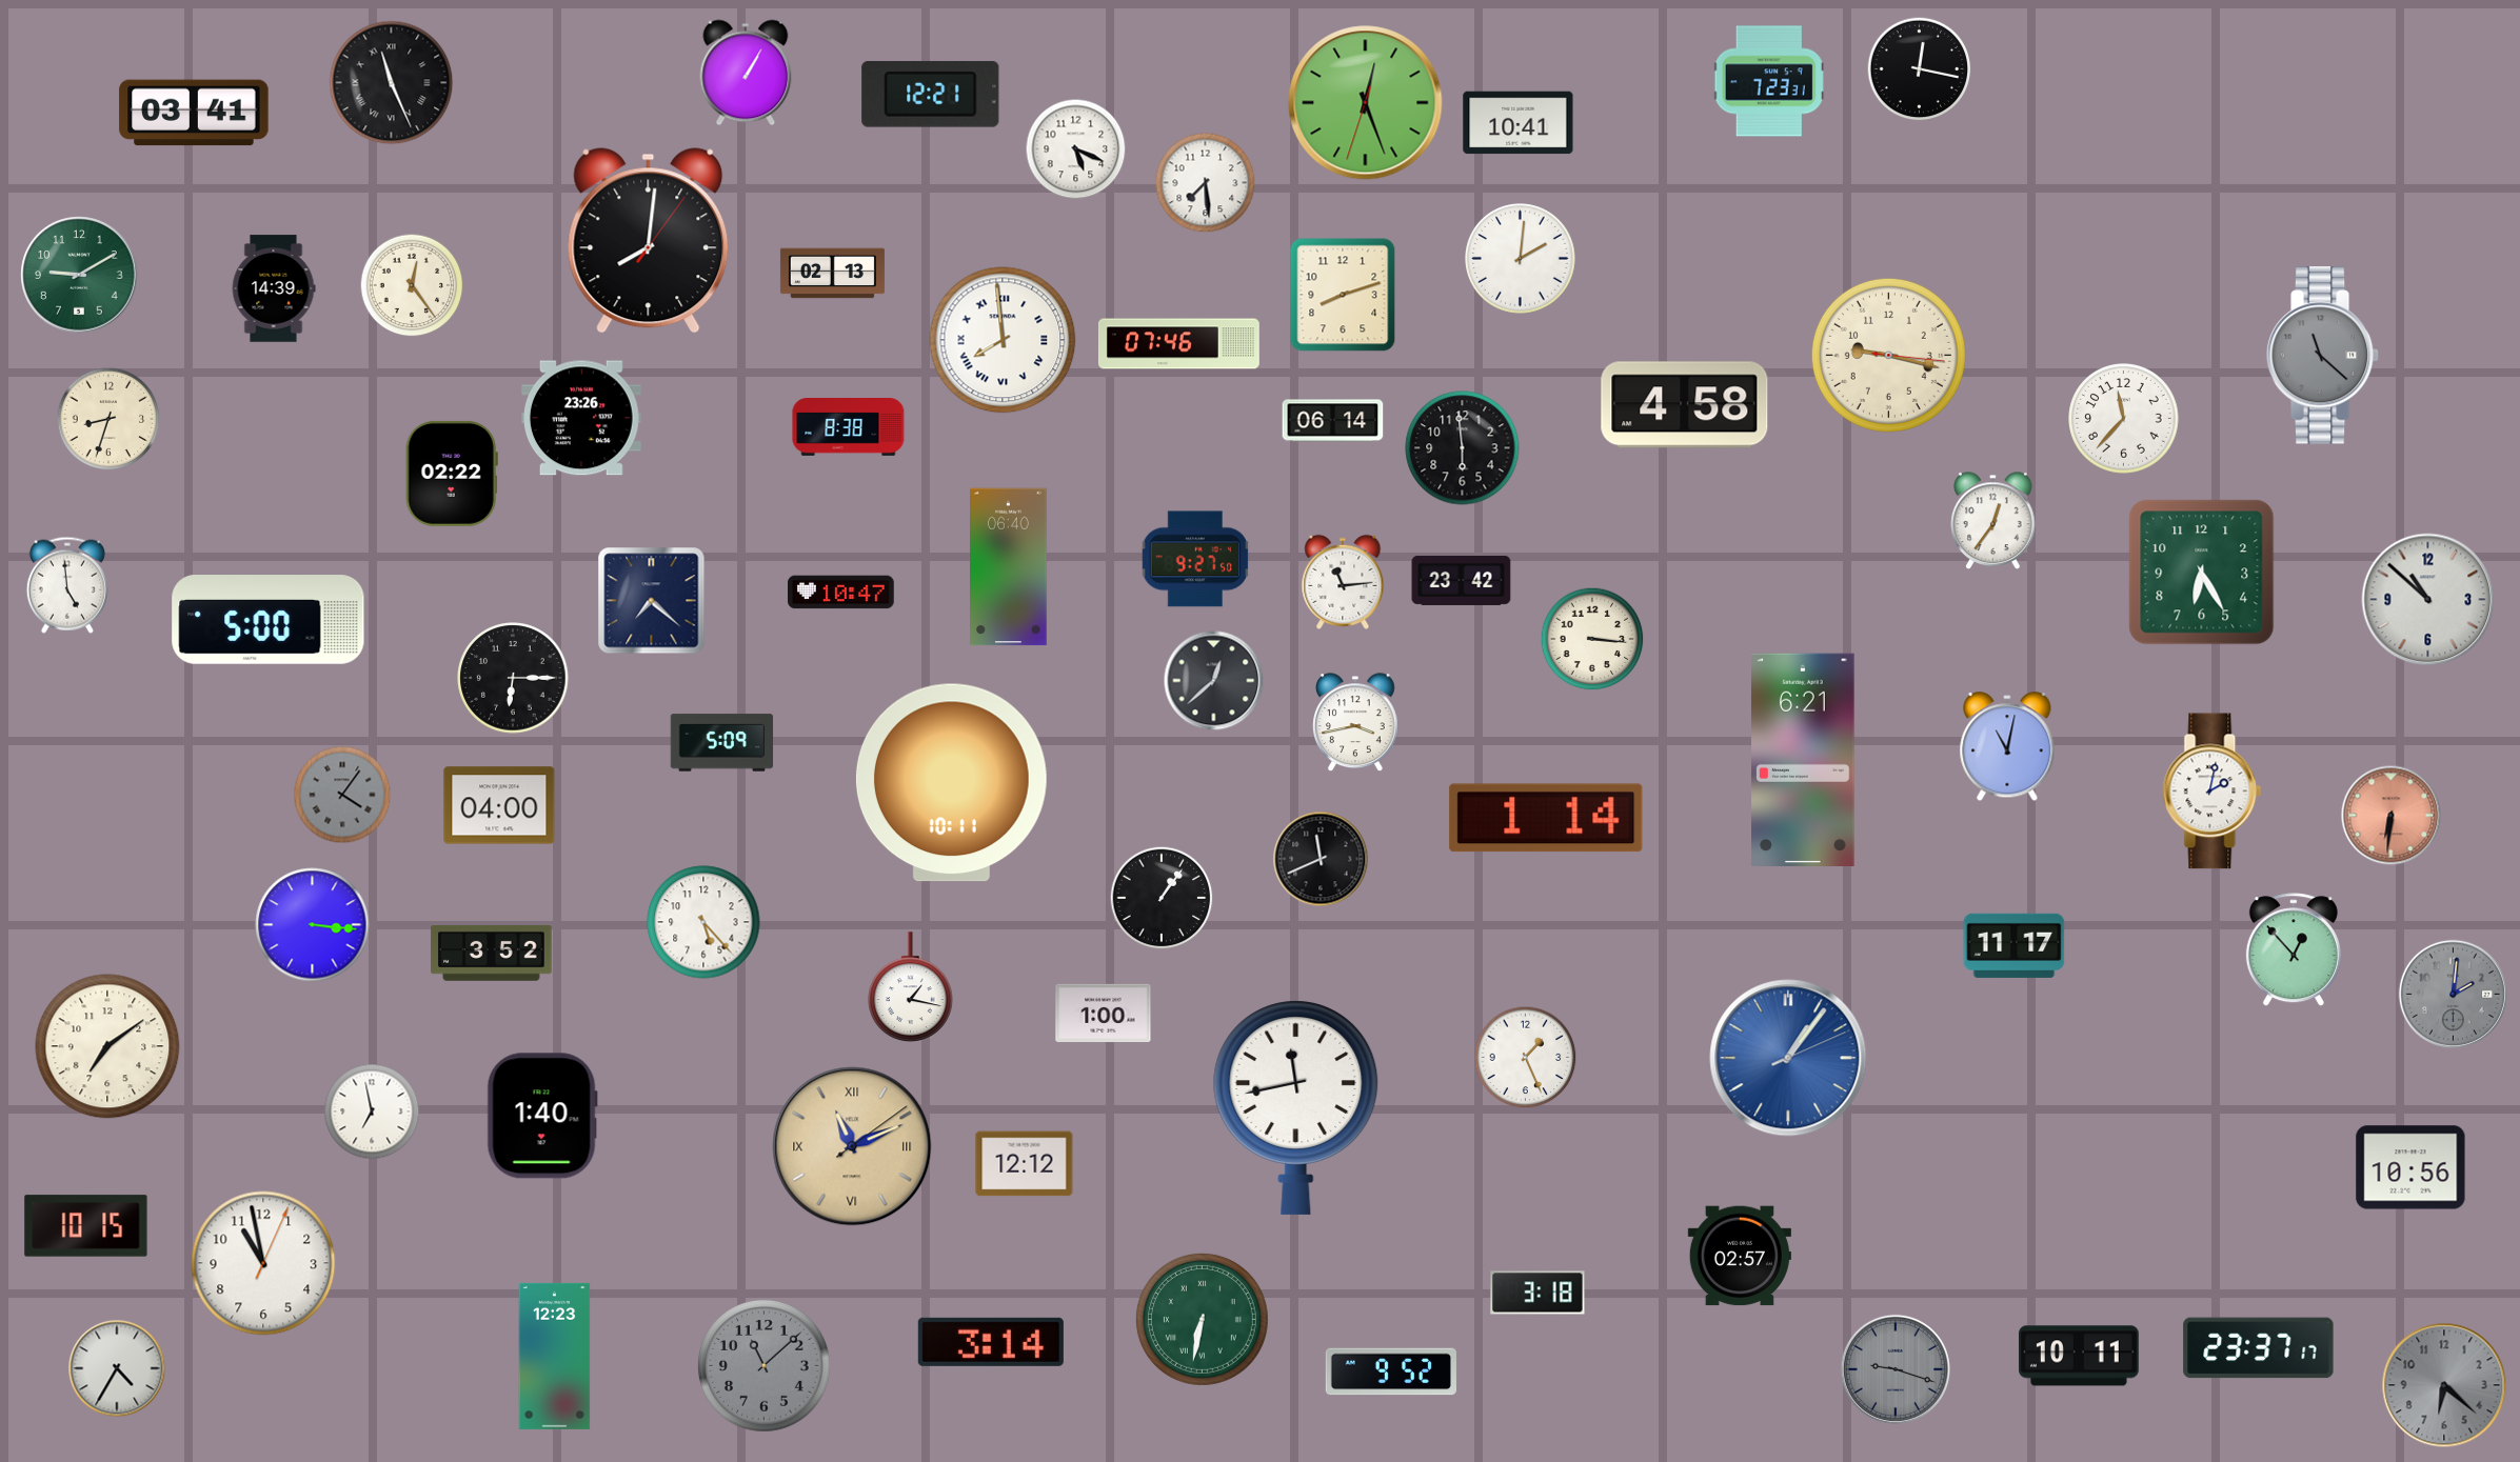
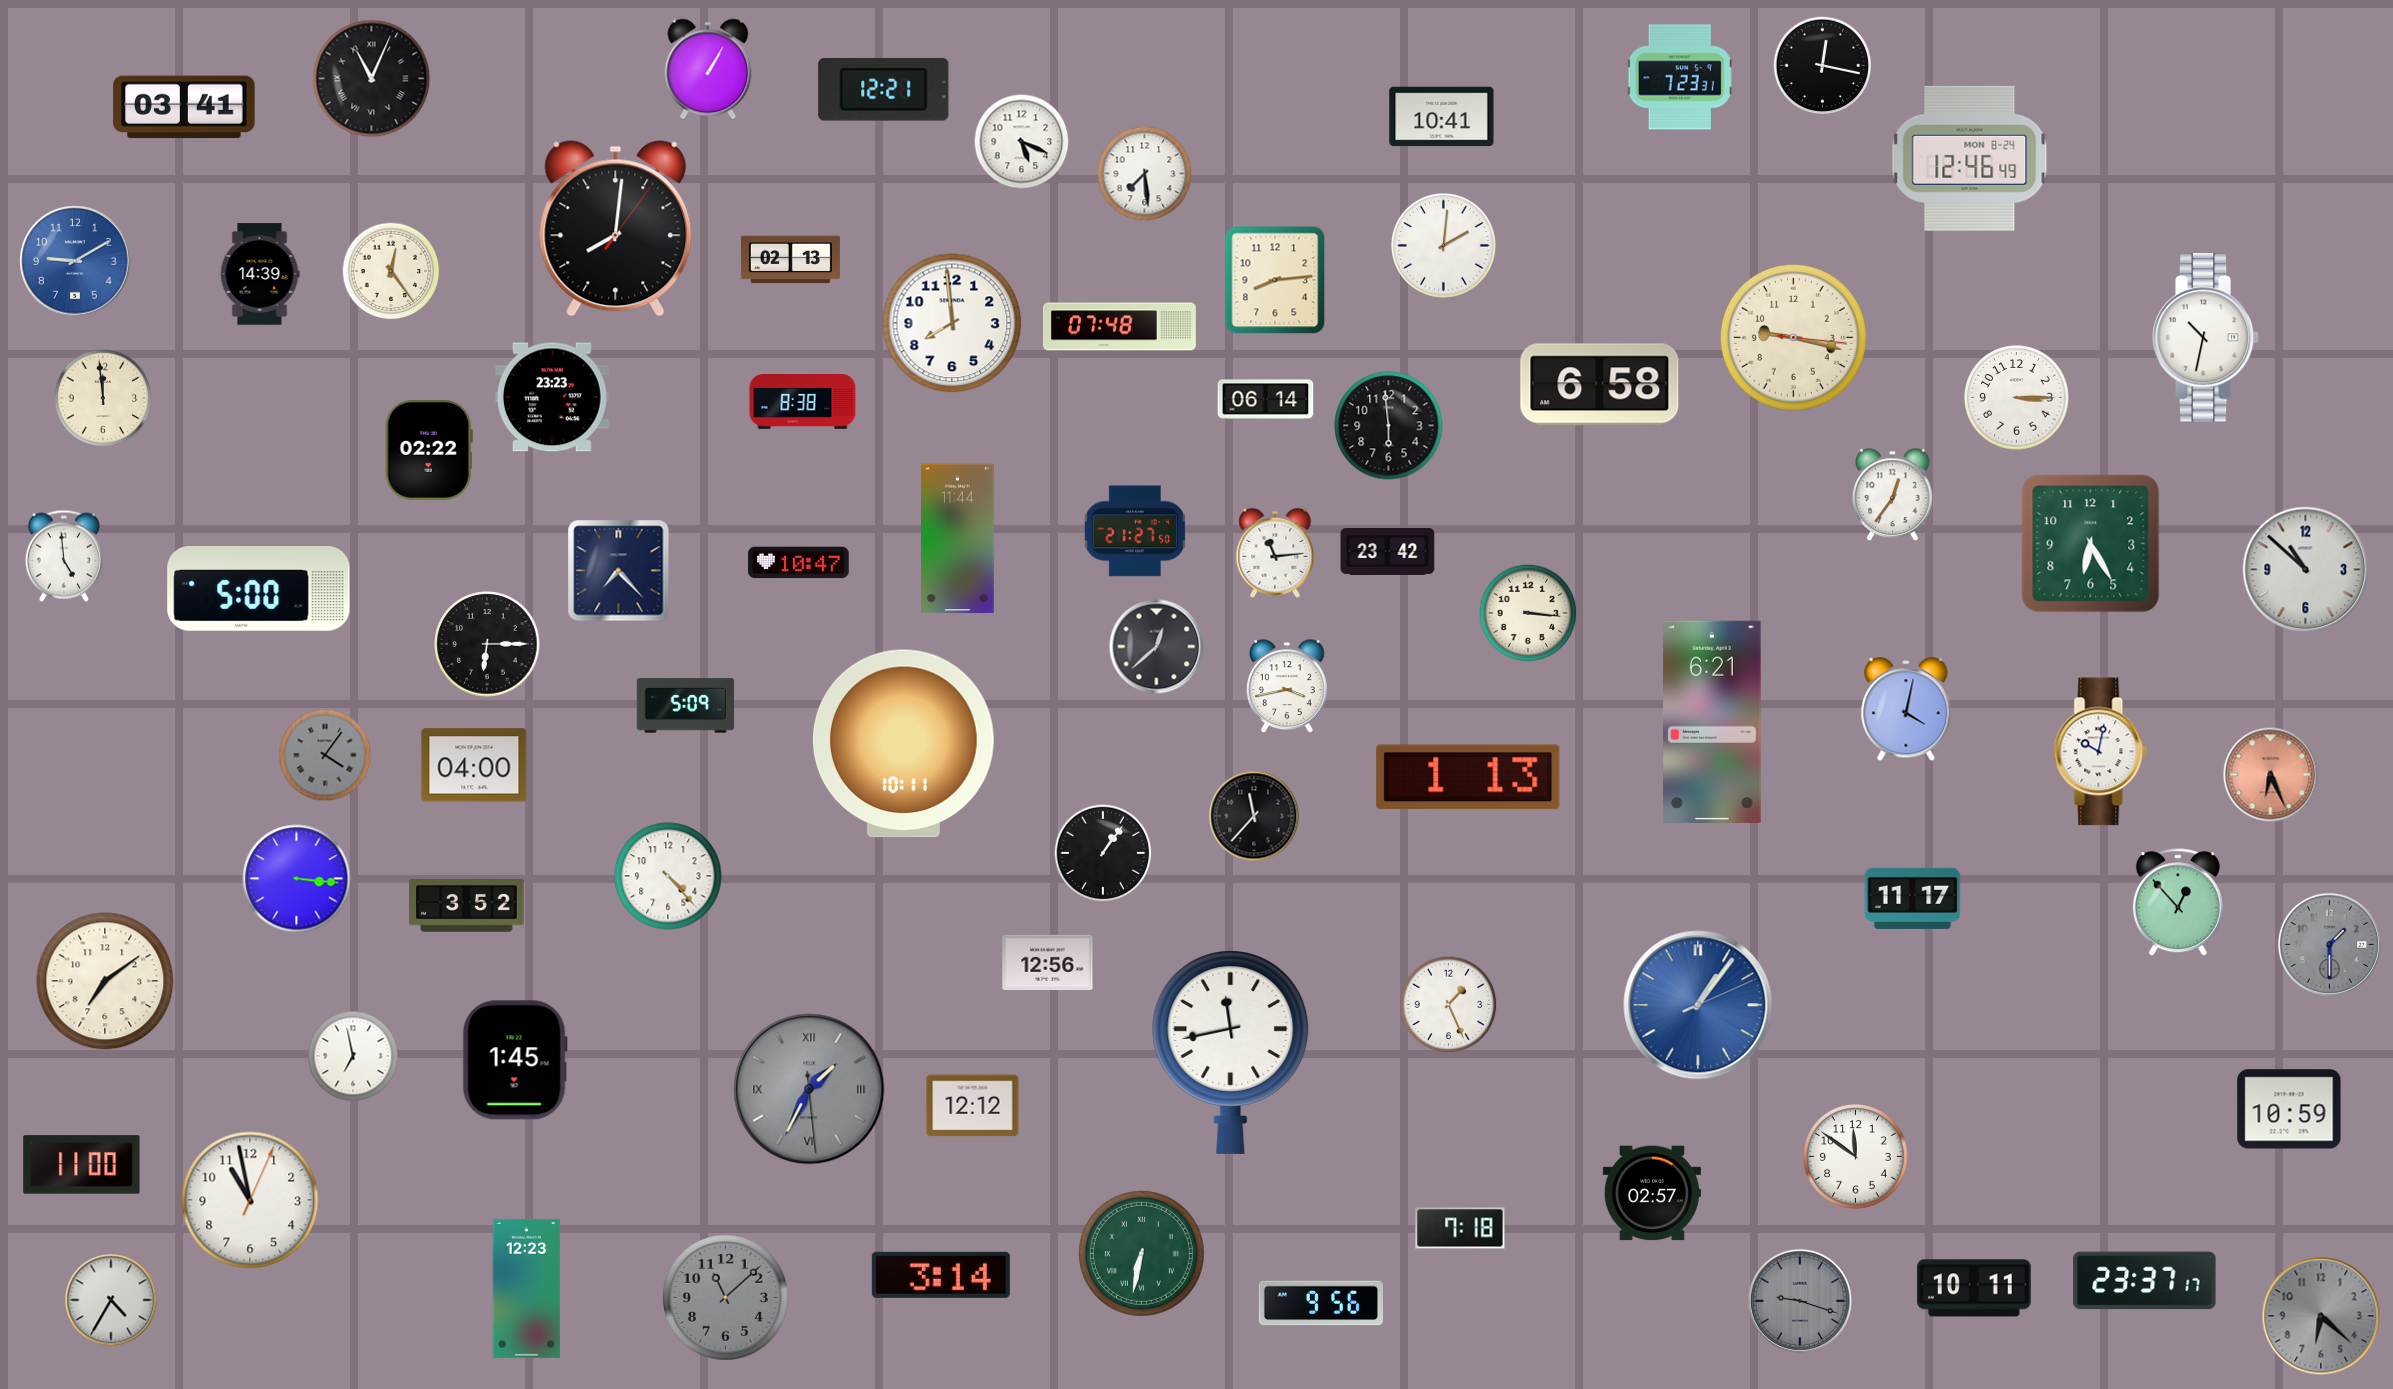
clock at (392, 83): 11:26 -> 11:04
clock at (1366, 103): 12:26 -> none
clock at (1970, 158): none -> 12:46
clock at (79, 275) dial: green -> blue
clock at (1343, 295): 8:12 -> 8:14
clock at (1003, 340) numerals: Roman -> Arabic
clock at (1178, 344): 07:46 -> 07:48
clock at (2323, 356): 11:22 -> 10:32
clock at (2323, 356) dial: grey -> white
clock at (1685, 405): 4:58 -> 6:58
clock at (581, 418): 23:26 -> 23:23
clock at (108, 419): 8:33 -> 11:59
clock at (2124, 419): 11:37 -> 3:15
clock at (849, 427) position: (849, 427) -> (803, 402)
clock at (1194, 559): 9:27 -> 21:27
clock at (1009, 567): 06:40 -> 11:44
clock at (652, 601): 7:22 -> 7:23
clock at (269, 620) position: (269, 620) -> (259, 589)
clock at (1592, 639) position: (1592, 639) -> (1528, 613)
clock at (1214, 681) position: (1214, 681) -> (1157, 647)
clock at (2007, 747): 11:02 -> 4:02
clock at (2213, 792): 2:02 -> 10:02
clock at (2392, 816): 6:31 -> 6:26
clock at (1546, 818): 1:14 -> 1:13
clock at (1321, 859): 11:41 -> 11:37
clock at (703, 922): 5:23 -> 4:23
clock at (911, 986): 1:17 -> none
clock at (2453, 994): 2:01 -> 1:30
clock at (1104, 1013): 1:00 -> 12:56
clock at (107, 1046) position: (107, 1046) -> (105, 981)
clock at (542, 1116): 1:40 -> 1:45
clock at (852, 1146): 11:11 -> 1:34
clock at (852, 1146) dial: champagne -> grey
clock at (2410, 1167): 10:56 -> 10:59
clock at (1856, 1157): none -> 11:51
clock at (86, 1226): 10:15 -> 11:00
clock at (1537, 1293): 3:18 -> 7:18
clock at (1391, 1371): 9:52 -> 9:56
